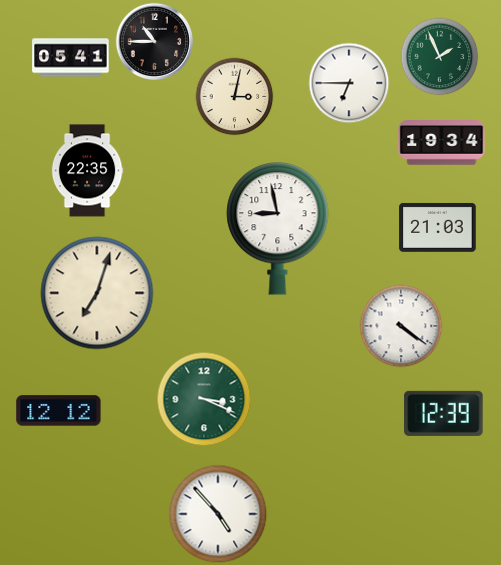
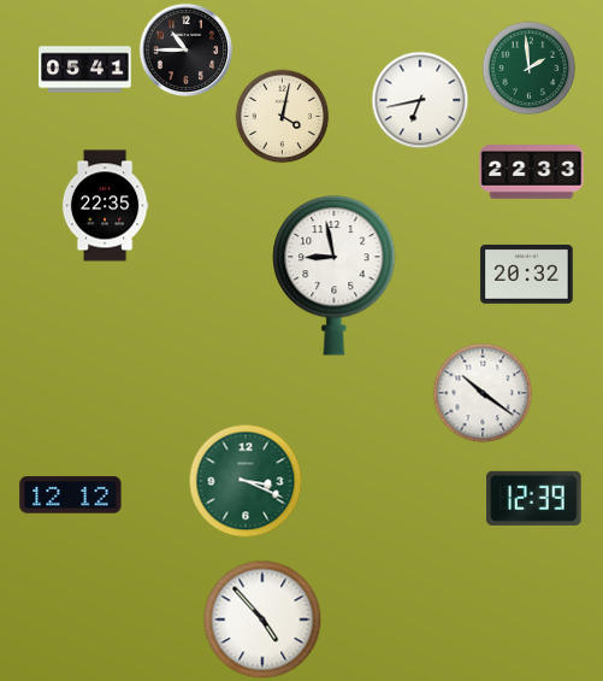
clock at (439, 56): 1:56 -> 1:59
clock at (349, 83): 6:45 -> 6:43
clock at (234, 96): 3:02 -> 4:02
clock at (442, 143): 19:34 -> 22:33
clock at (438, 227): 21:03 -> 20:32
clock at (97, 293): 7:03 -> none
clock at (401, 326): 4:21 -> 10:21
